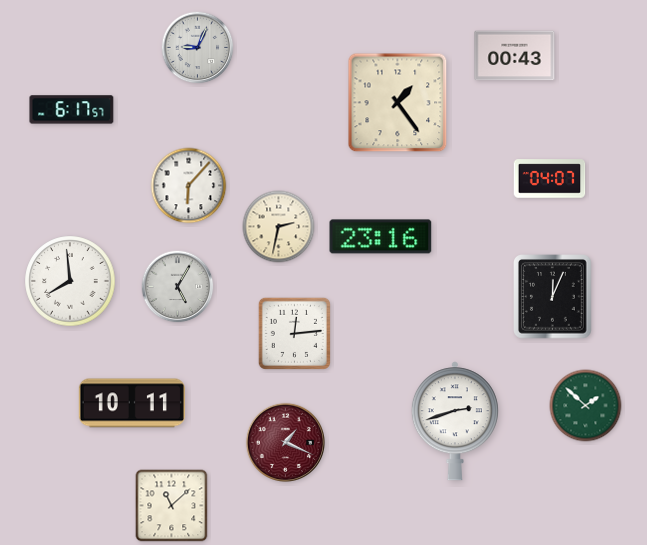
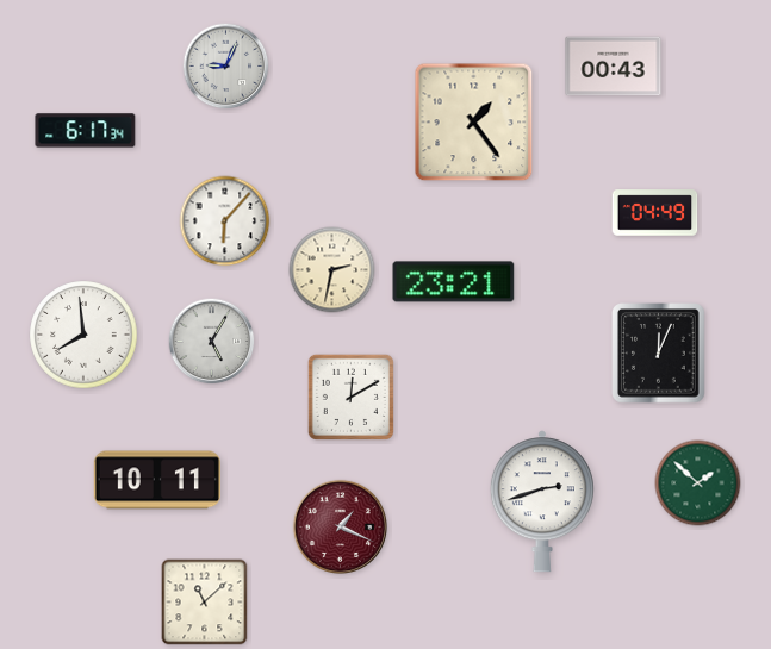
clock at (198, 48) position: (198, 48) -> (226, 67)
clock at (72, 110): 6:17:57 -> 6:17:34
clock at (550, 179): 04:07 -> 04:49
clock at (381, 237): 23:16 -> 23:21
clock at (294, 333): 12:14 -> 12:10
